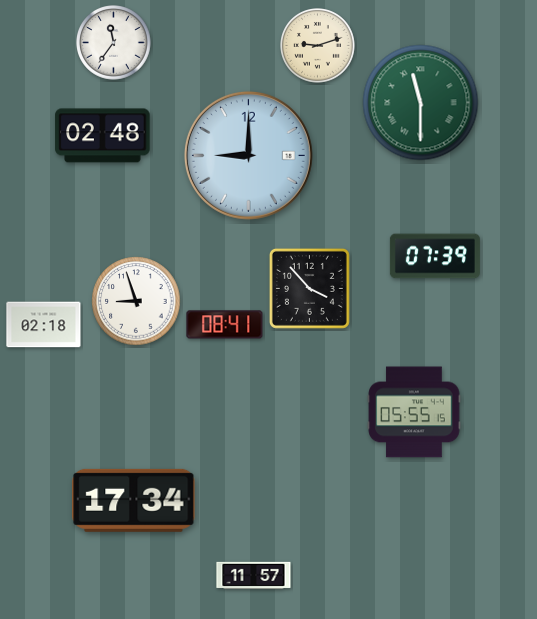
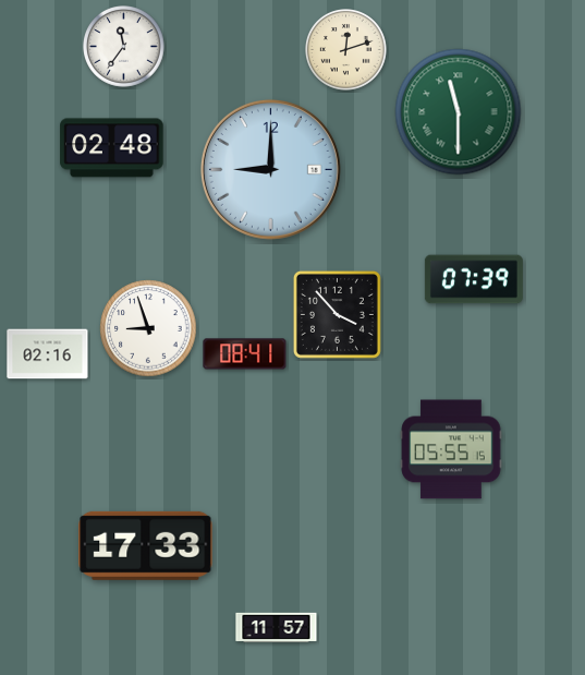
clock at (318, 46): 9:12 -> 12:12
clock at (44, 325): 02:18 -> 02:16
clock at (134, 500): 17:34 -> 17:33
